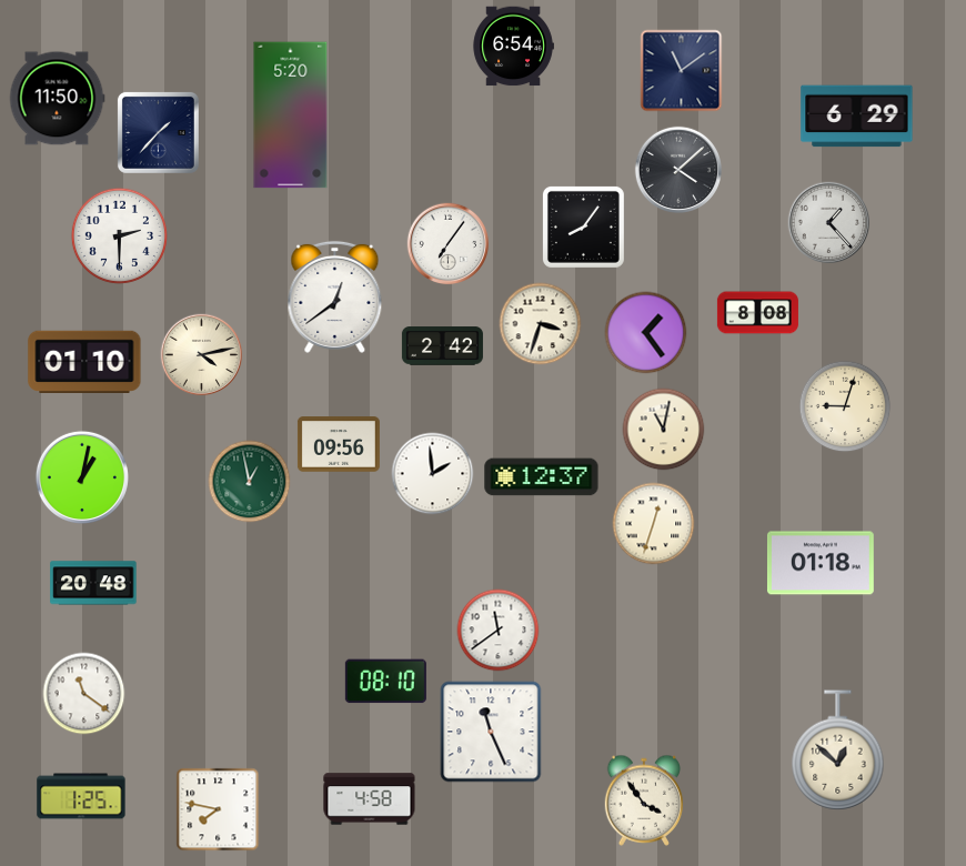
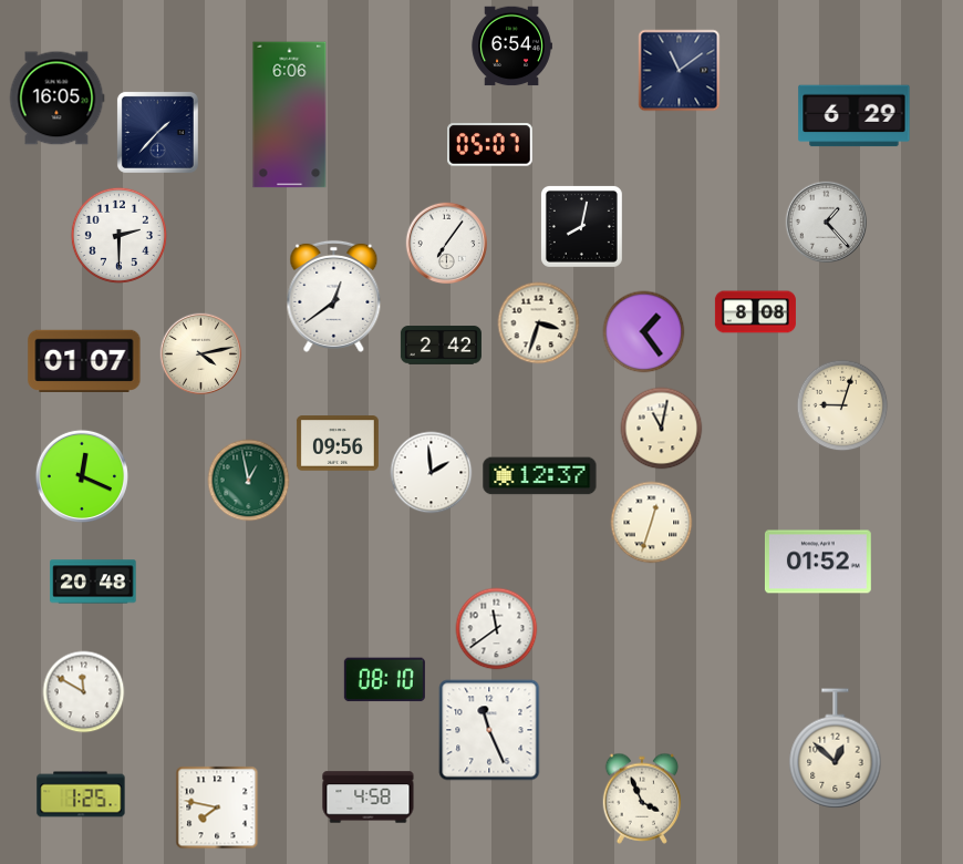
clock at (57, 99): 11:50 -> 16:05
clock at (291, 115): 5:20 -> 6:06
clock at (490, 145): none -> 05:07
clock at (677, 169): 4:08 -> none
clock at (583, 226): 8:06 -> 8:02
clock at (84, 362): 01:10 -> 01:07
clock at (82, 477): 1:02 -> 12:19
clock at (821, 563): 01:18 -> 01:52
clock at (84, 694): 11:21 -> 11:50
clock at (644, 800): 3:54 -> 3:56
